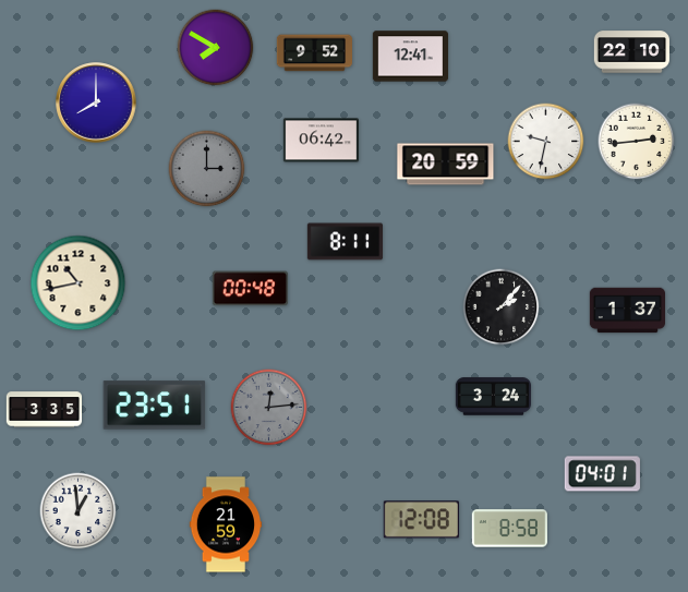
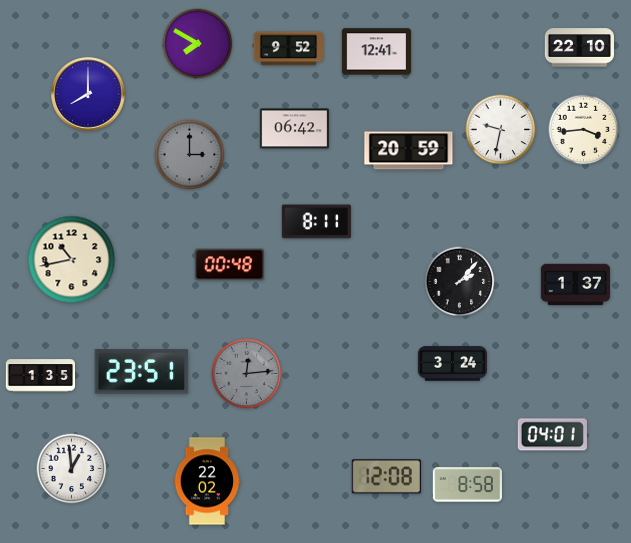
clock at (637, 142): 2:44 -> 3:44
clock at (44, 410): 3:35 -> 1:35
clock at (226, 524): 21:59 -> 22:02
